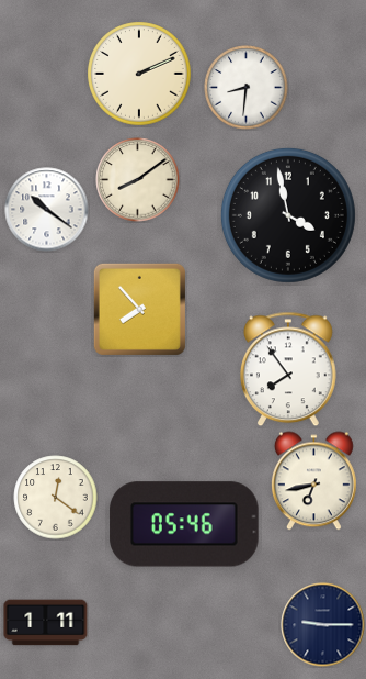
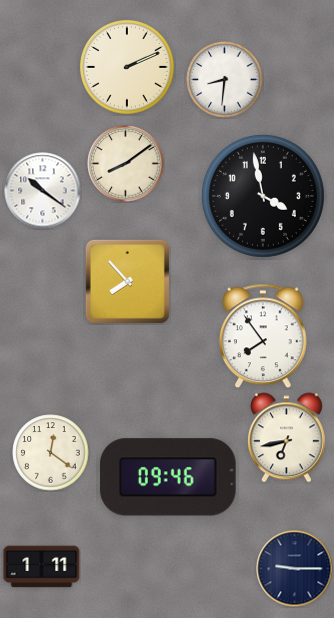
clock at (184, 524): 05:46 -> 09:46
